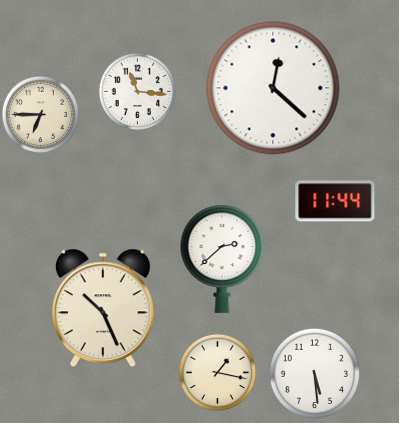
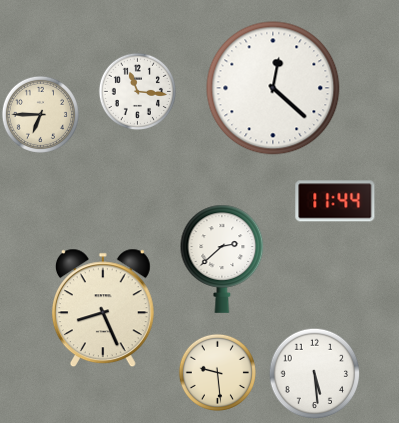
clock at (103, 308): 10:26 -> 8:26
clock at (217, 372): 1:17 -> 9:29
